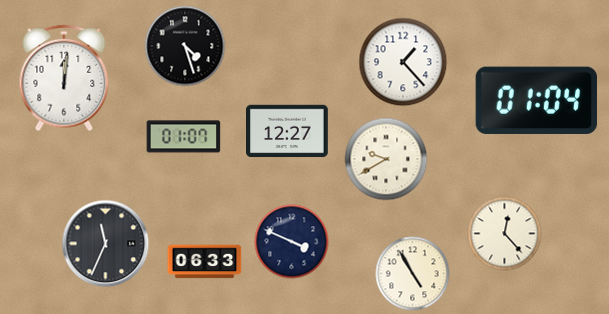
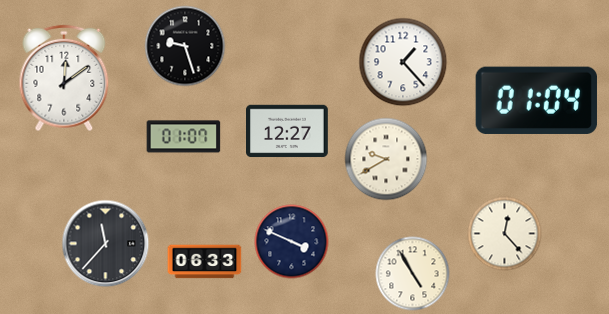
clock at (185, 46): 4:27 -> 9:27
clock at (64, 78): 12:01 -> 12:09
clock at (106, 244): 11:34 -> 11:37
